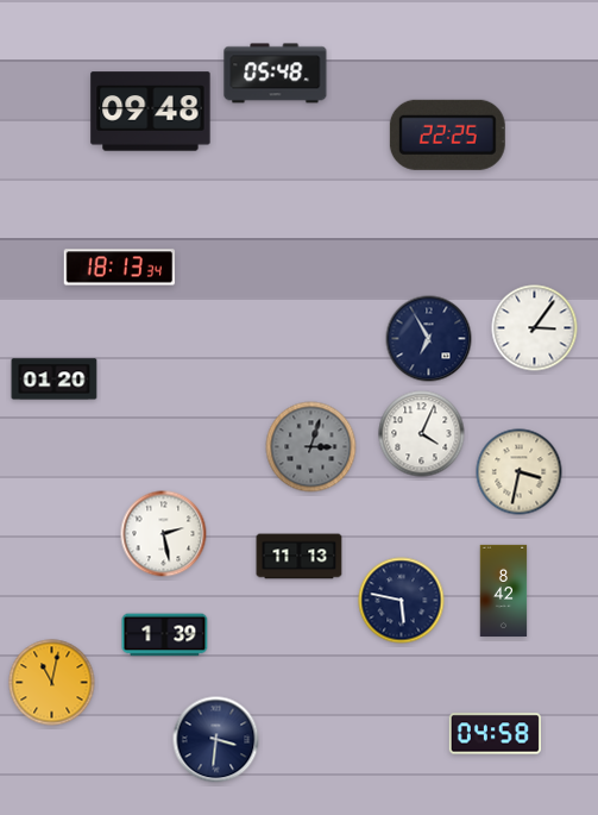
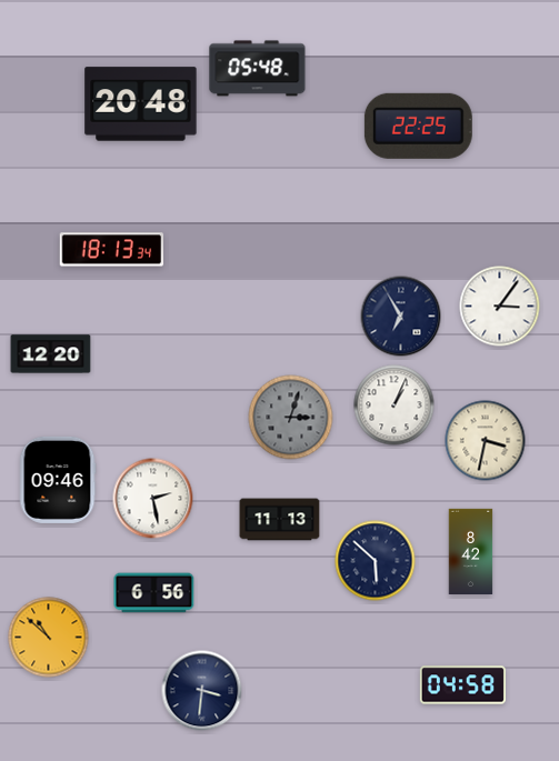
clock at (151, 112): 09:48 -> 20:48
clock at (55, 380): 01:20 -> 12:20
clock at (422, 434): 4:04 -> 1:04
clock at (58, 480): none -> 09:46
clock at (402, 601): 5:47 -> 5:52
clock at (165, 635): 1:39 -> 6:56
clock at (52, 683): 11:02 -> 10:52
